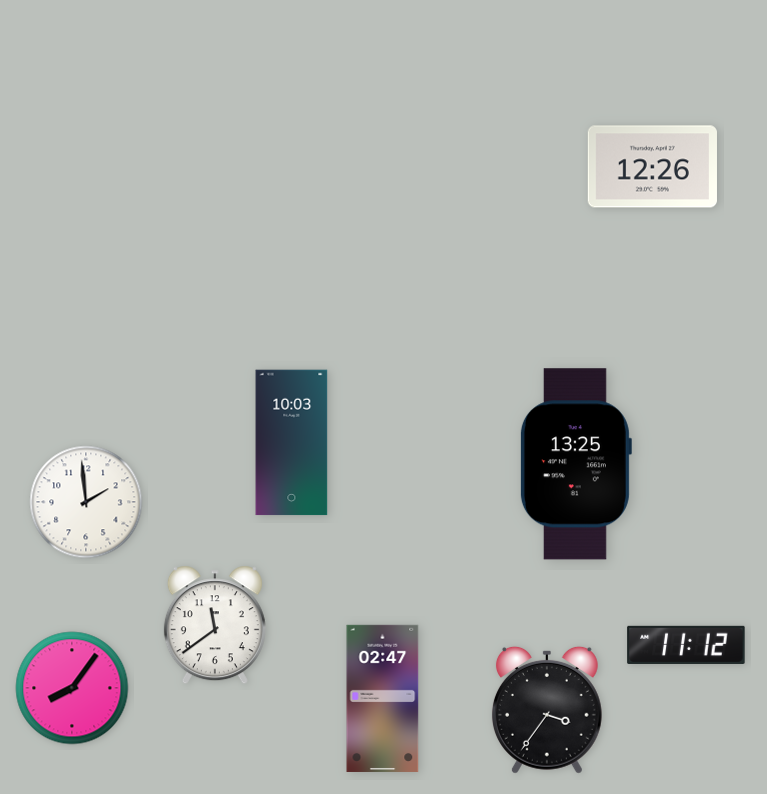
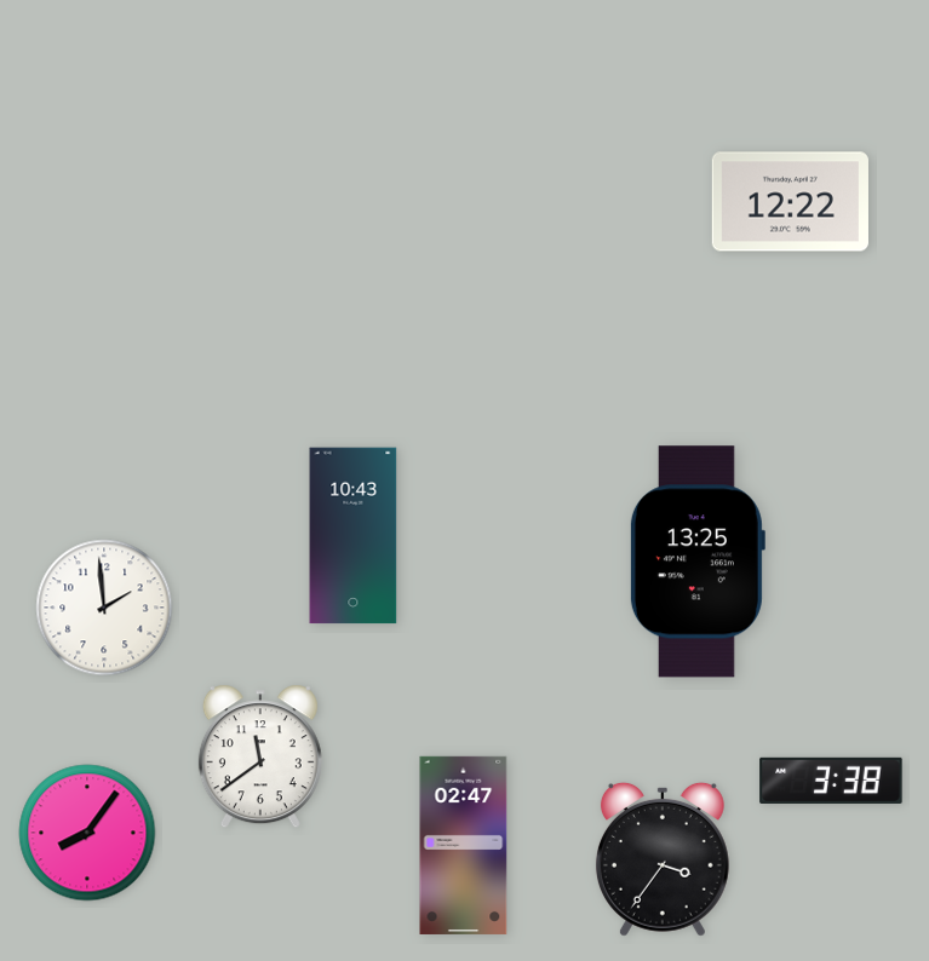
clock at (652, 167): 12:26 -> 12:22
clock at (292, 443): 10:03 -> 10:43
clock at (686, 645): 11:12 -> 3:38
